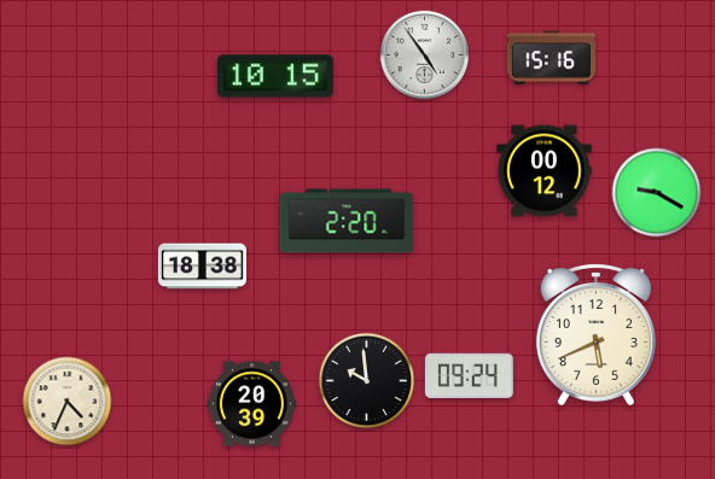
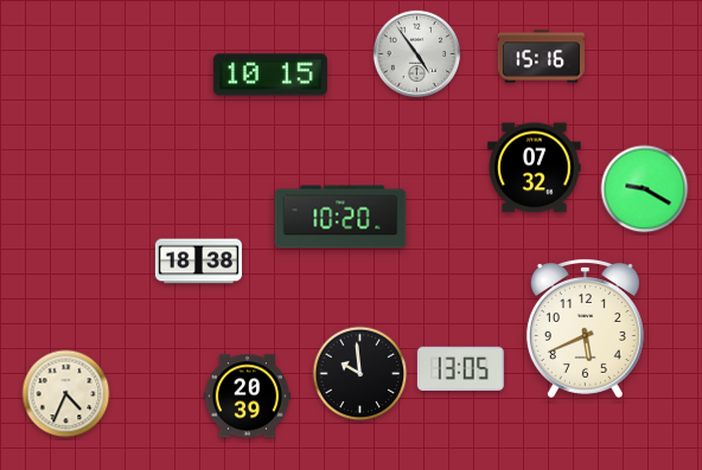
clock at (545, 171): 00:12 -> 07:32
clock at (347, 221): 2:20 -> 10:20
clock at (469, 375): 09:24 -> 13:05
